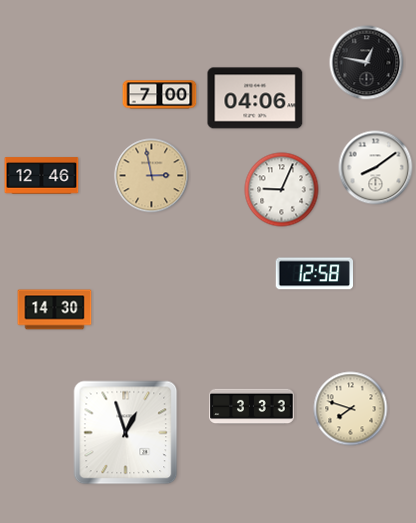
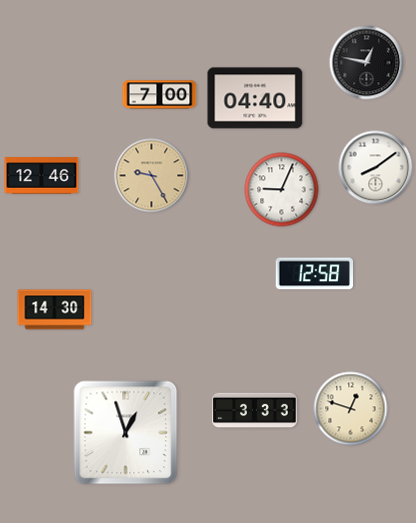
clock at (255, 98): 04:06 -> 04:40
clock at (152, 176): 2:58 -> 9:25
clock at (252, 407) position: (252, 407) -> (255, 411)
clock at (351, 409): 7:48 -> 12:48
